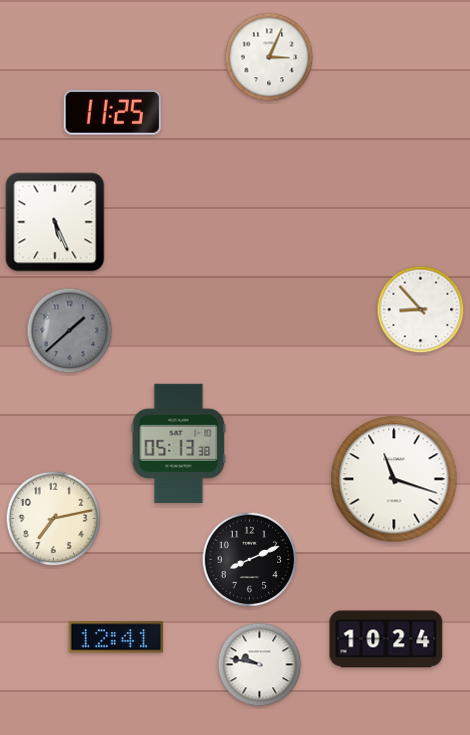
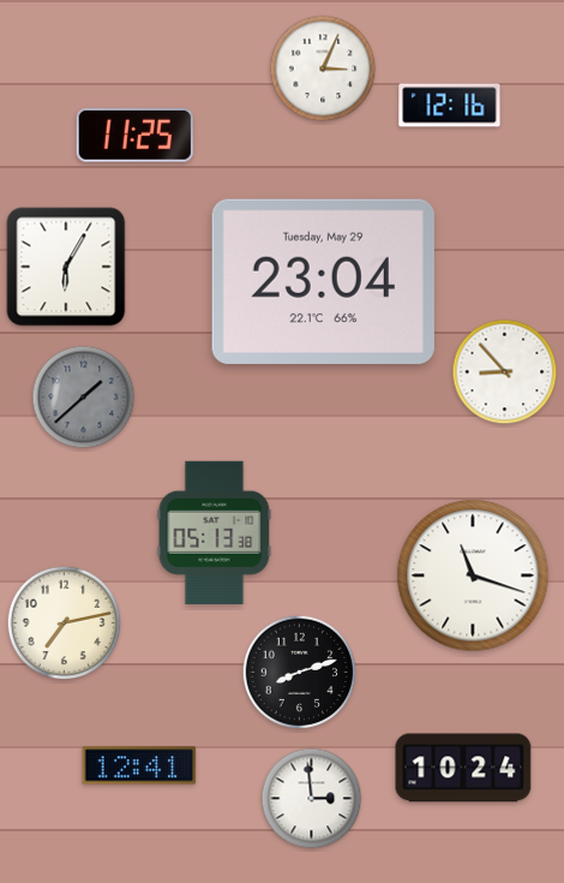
clock at (450, 106): none -> 12:16
clock at (55, 222): 5:26 -> 6:05
clock at (323, 281): none -> 23:04
clock at (250, 560): 8:11 -> 8:12
clock at (260, 665): 9:47 -> 2:59
